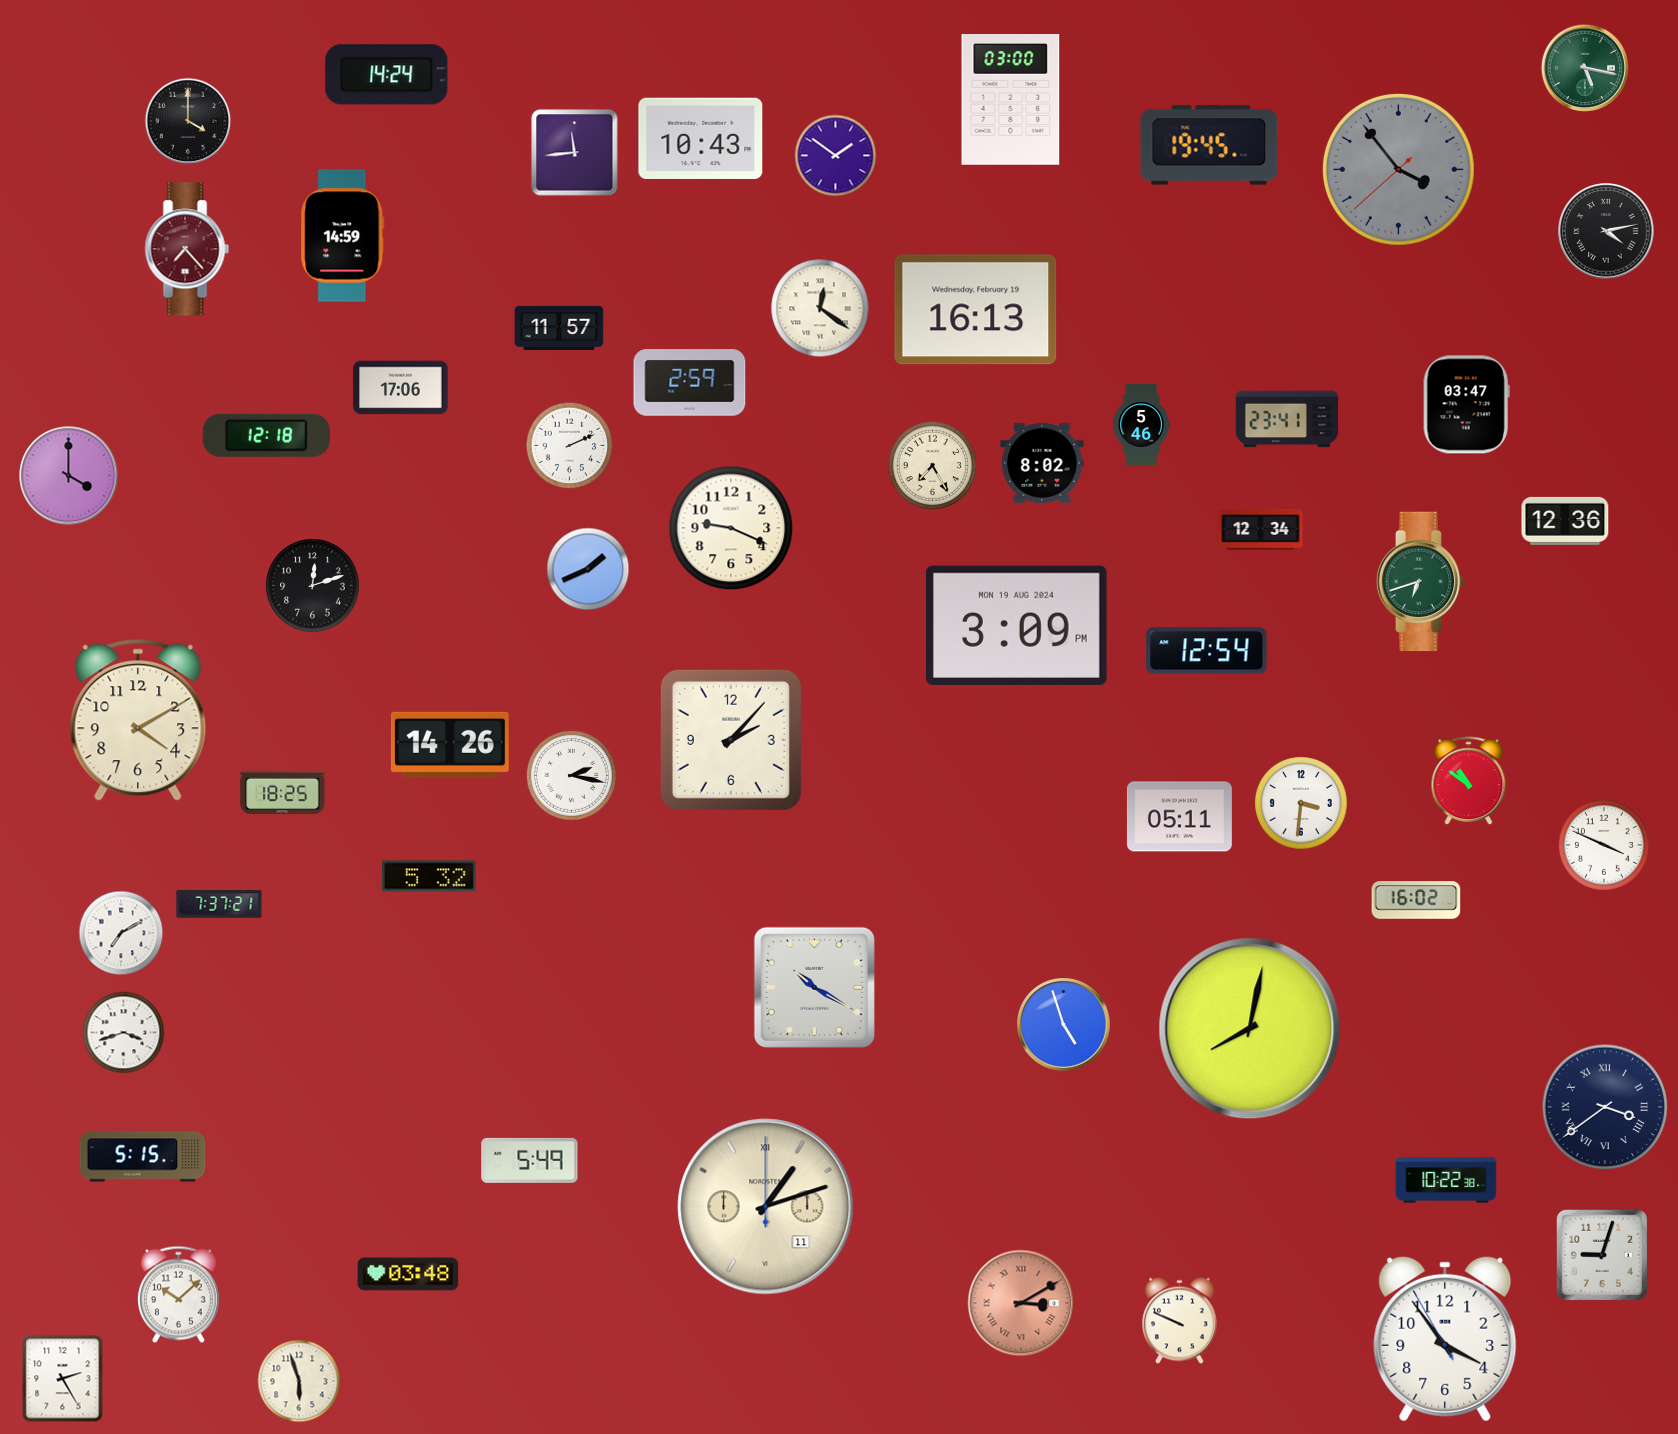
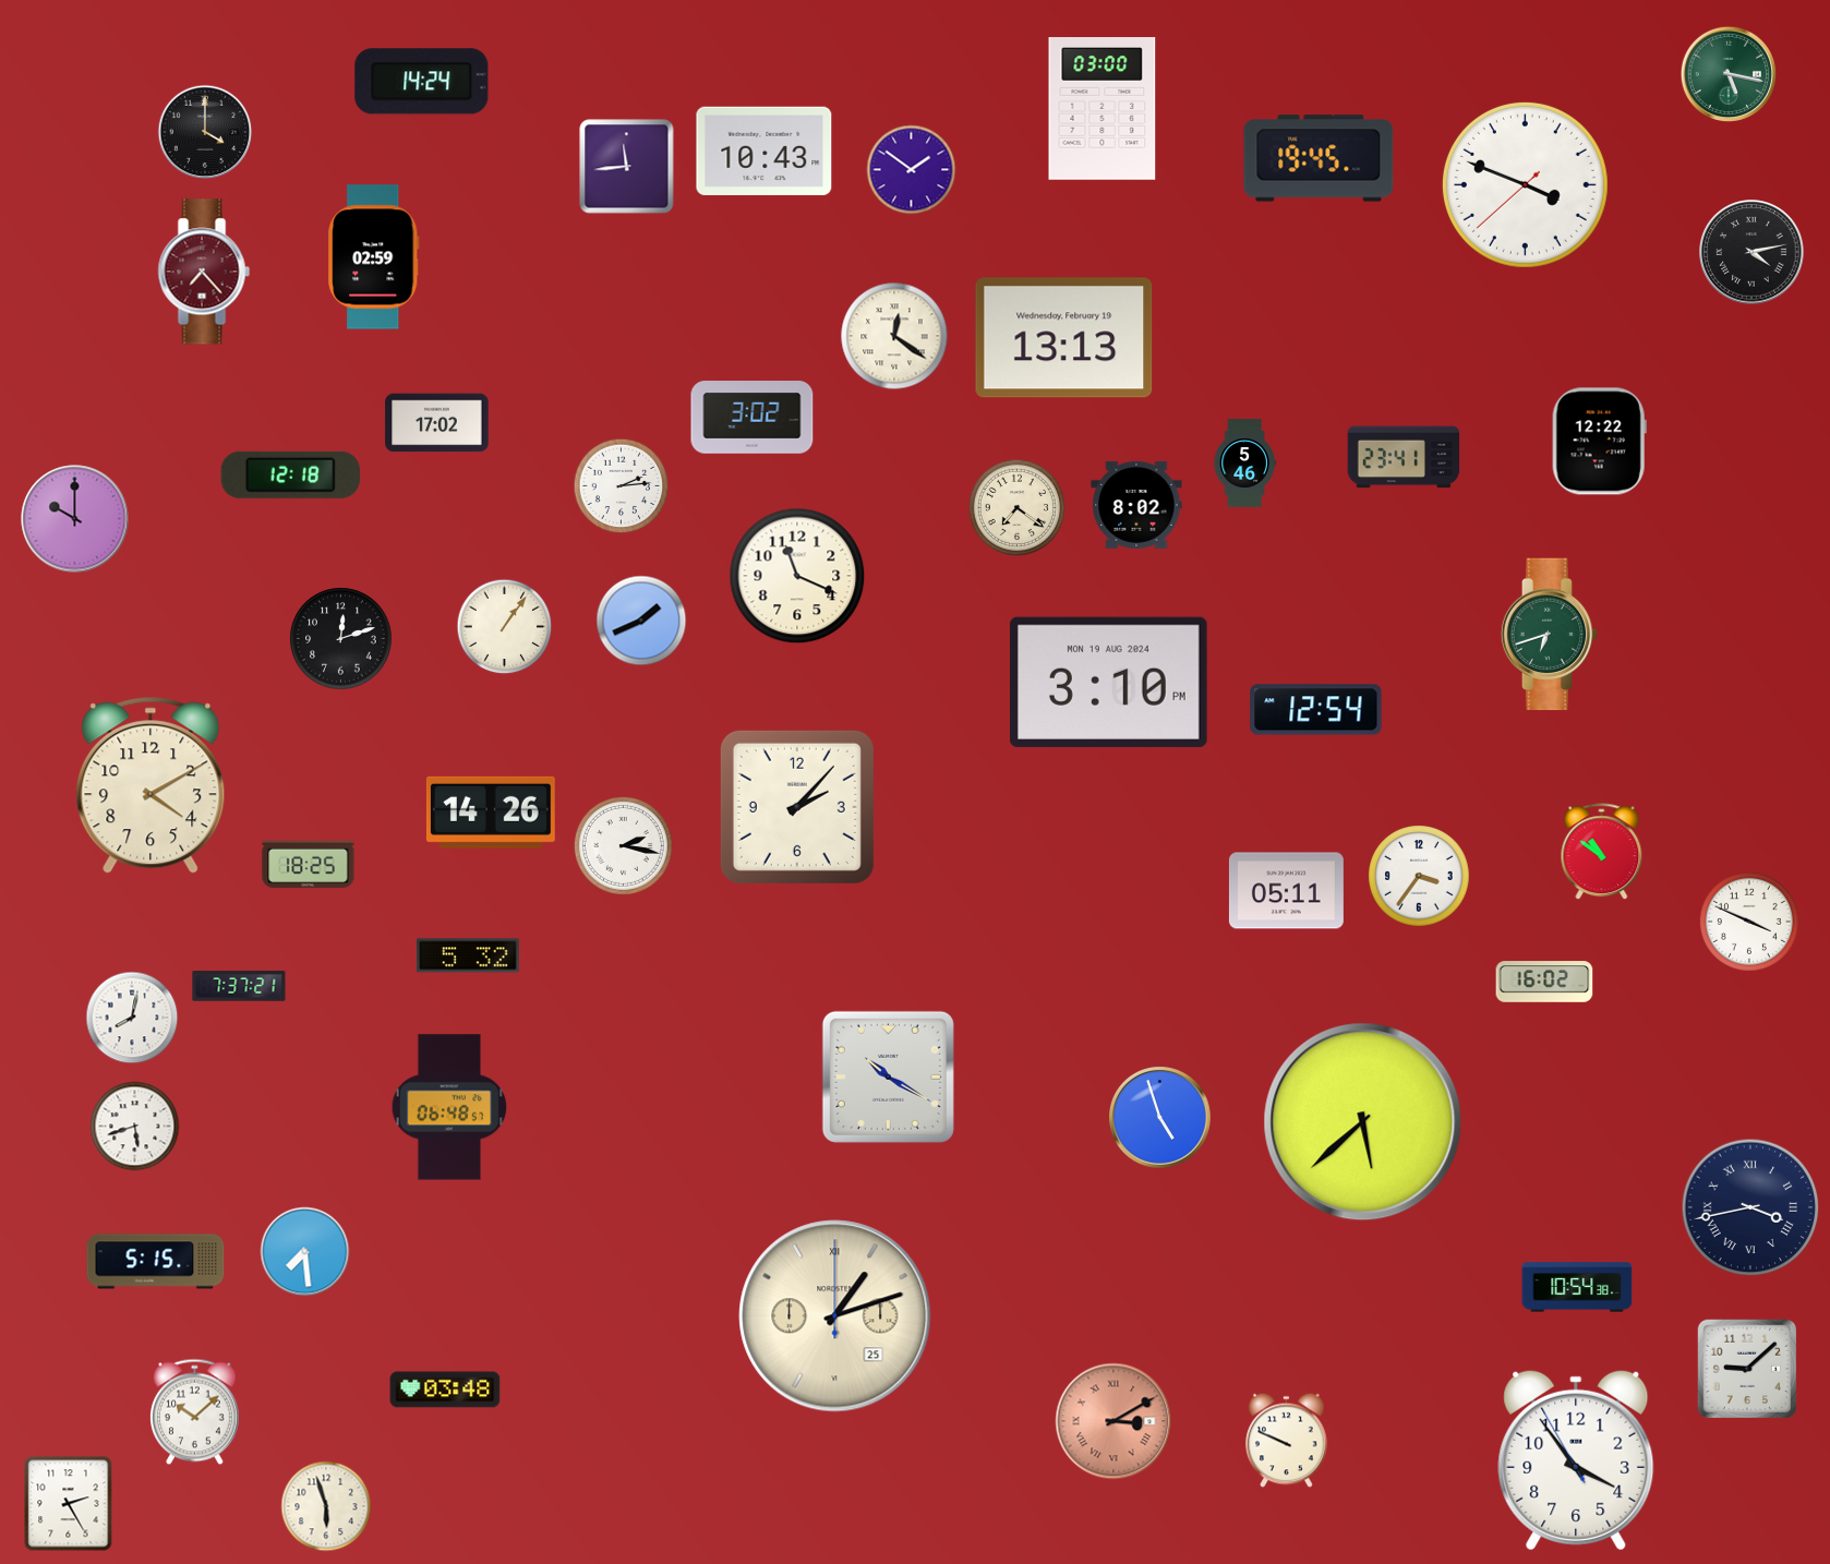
clock at (1398, 169): 3:53 -> 3:48
clock at (1398, 169) dial: grey -> white
clock at (343, 236): 14:59 -> 02:59
clock at (976, 310): 16:13 -> 13:13
clock at (559, 328): 11:57 -> none
clock at (690, 383): 2:59 -> 3:02
clock at (401, 388): 17:06 -> 17:02
clock at (1466, 405): 03:47 -> 12:22
clock at (570, 446): 2:11 -> 2:14
clock at (932, 465): 7:25 -> 7:21
clock at (69, 476): 4:00 -> 10:00
clock at (1565, 521): 12:36 -> none
clock at (731, 528): 9:19 -> 11:19
clock at (1261, 529): 12:34 -> none
clock at (505, 627): none -> 1:06
clock at (1017, 625): 3:09 -> 3:10
clock at (1301, 803): 3:31 -> 3:36
clock at (121, 933): 7:10 -> 8:02
clock at (449, 1107): none -> 06:48
clock at (1250, 1029): 8:02 -> 5:38
clock at (124, 1033): 3:42 -> 5:42
clock at (1605, 1107): 3:39 -> 3:43
clock at (305, 1252): none -> 7:29
clock at (530, 1160): 5:49 -> none
clock at (1446, 1180): 10:22 -> 10:54
clock at (766, 1207) date: 11 -> 25
clock at (1601, 1254): 9:03 -> 9:08
